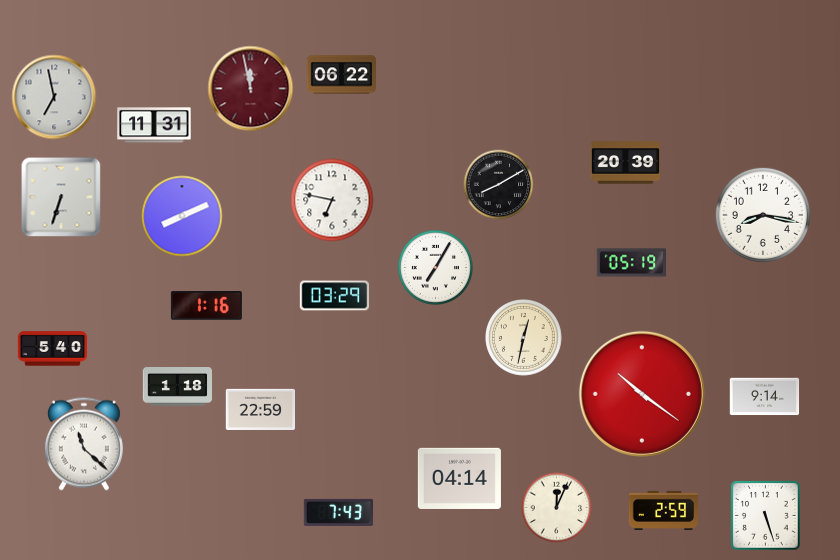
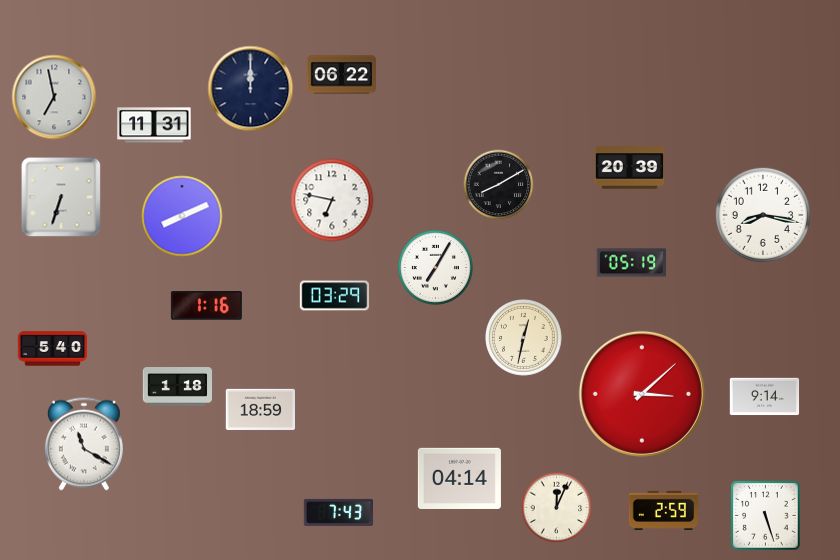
clock at (251, 89): 11:58 -> 12:00
clock at (251, 89) dial: burgundy -> navy
clock at (626, 163) position: (626, 163) -> (630, 168)
clock at (642, 394): 10:21 -> 3:08
clock at (260, 409): 22:59 -> 18:59
clock at (84, 444): 11:22 -> 11:20
